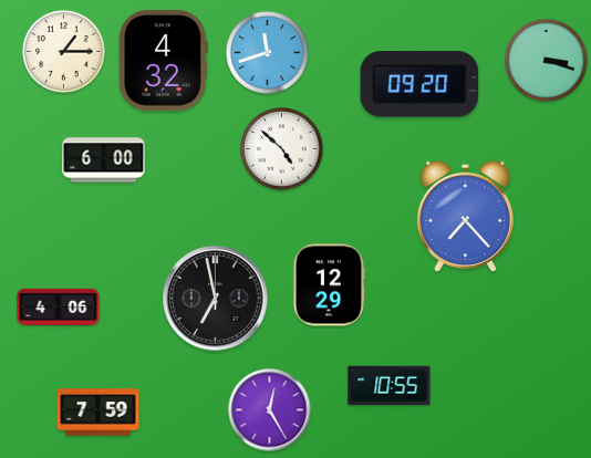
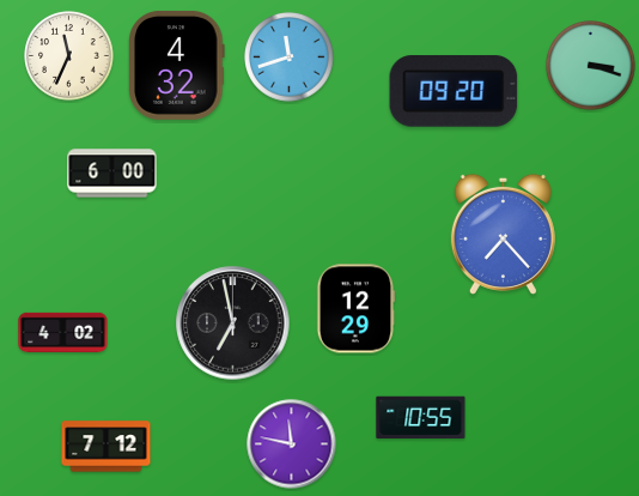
clock at (64, 52): 1:15 -> 11:34
clock at (282, 149): 4:52 -> none
clock at (59, 306): 4:06 -> 4:02
clock at (270, 410): 12:25 -> 11:47
clock at (98, 413): 7:59 -> 7:12
